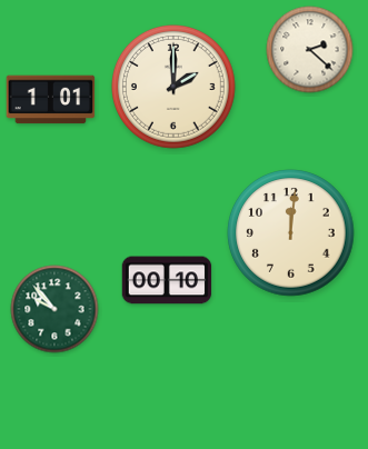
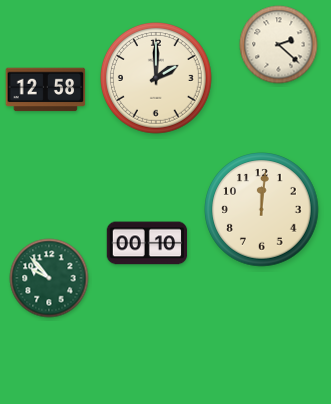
clock at (51, 100): 1:01 -> 12:58
clock at (167, 280) position: (167, 280) -> (147, 243)
